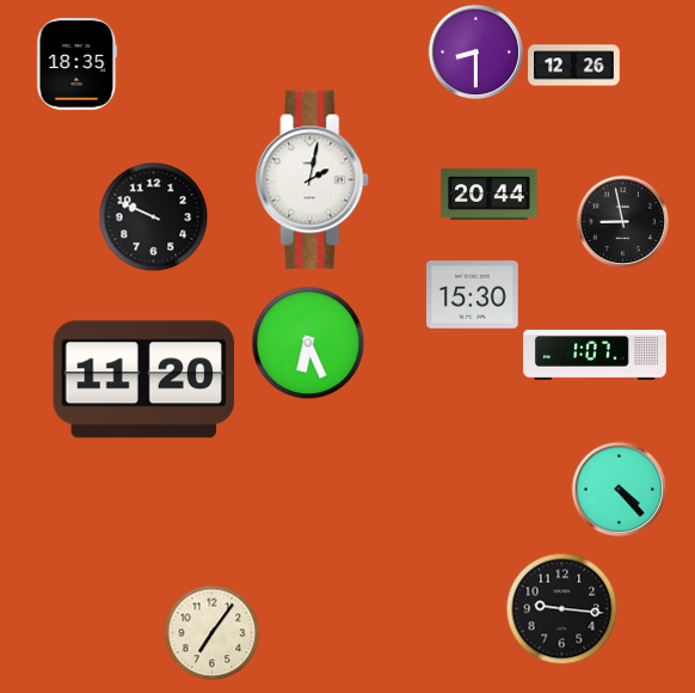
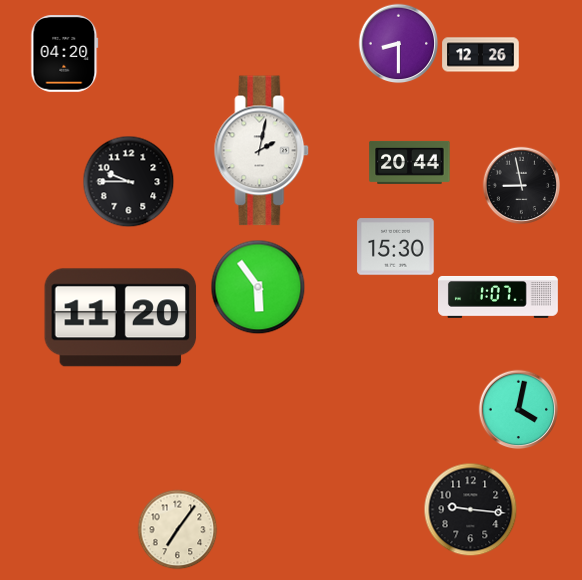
clock at (78, 65): 18:35 -> 04:20
clock at (153, 216): 9:49 -> 9:45
clock at (308, 343): 6:26 -> 5:54
clock at (619, 489): 4:23 -> 4:02
